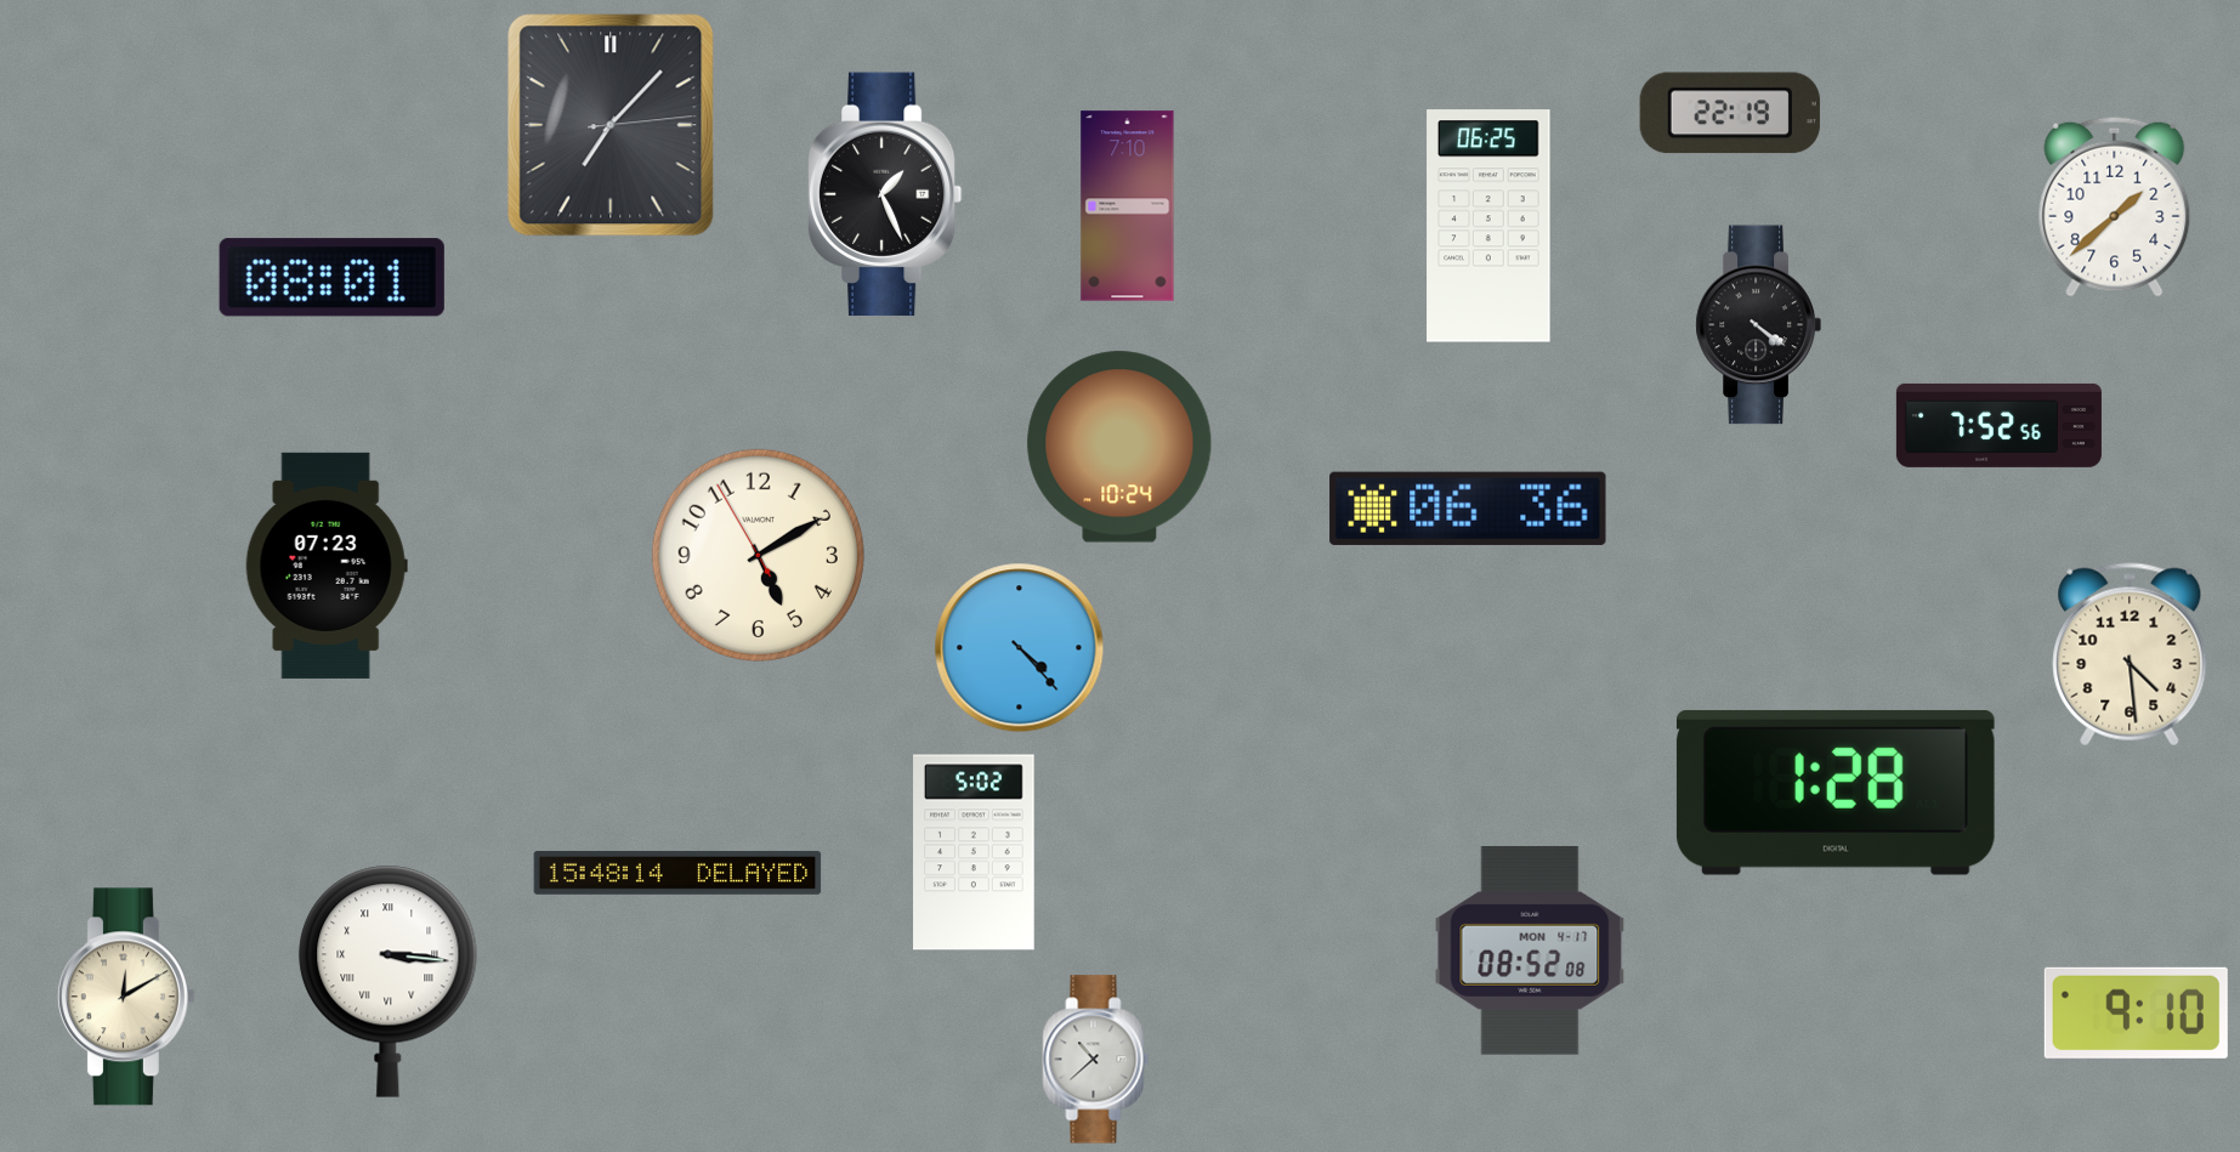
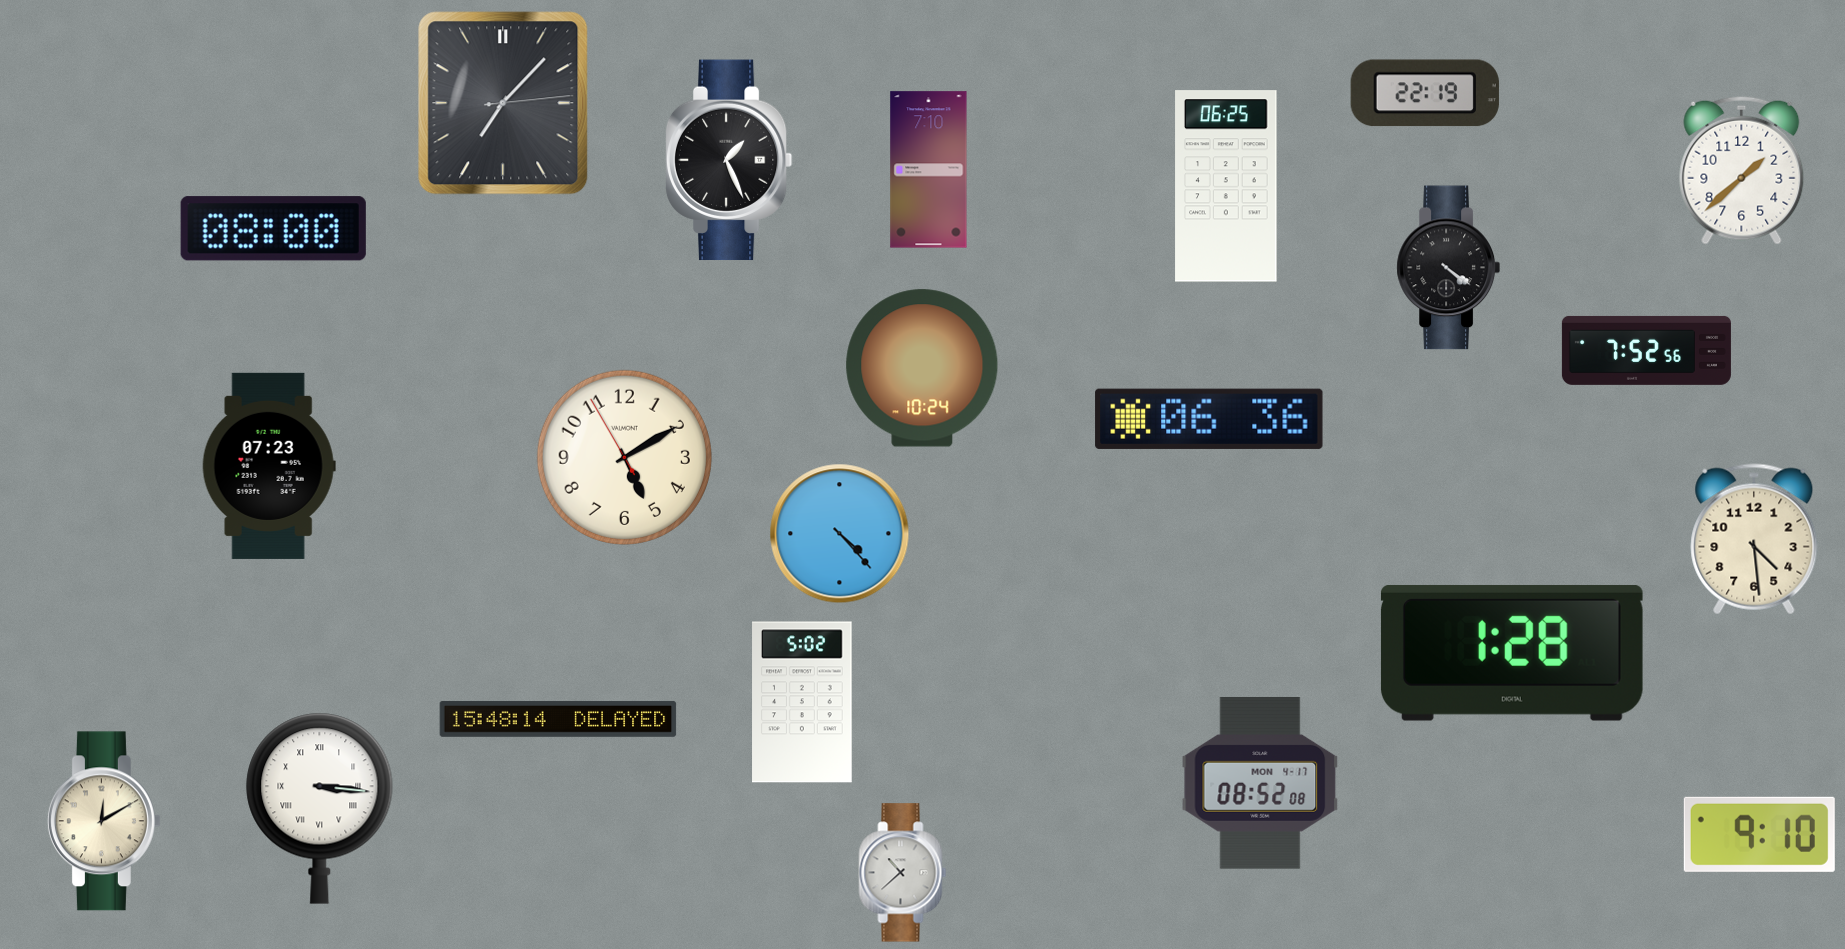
clock at (331, 278): 08:01 -> 08:00
